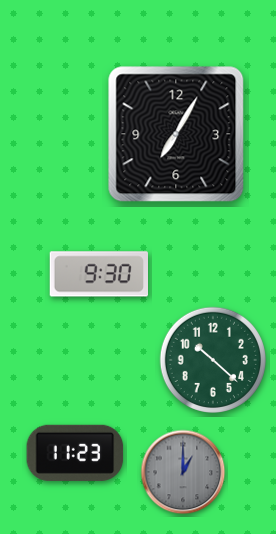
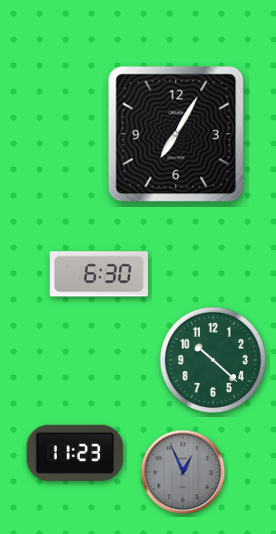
clock at (98, 274): 9:30 -> 6:30
clock at (183, 472): 1:00 -> 12:56
